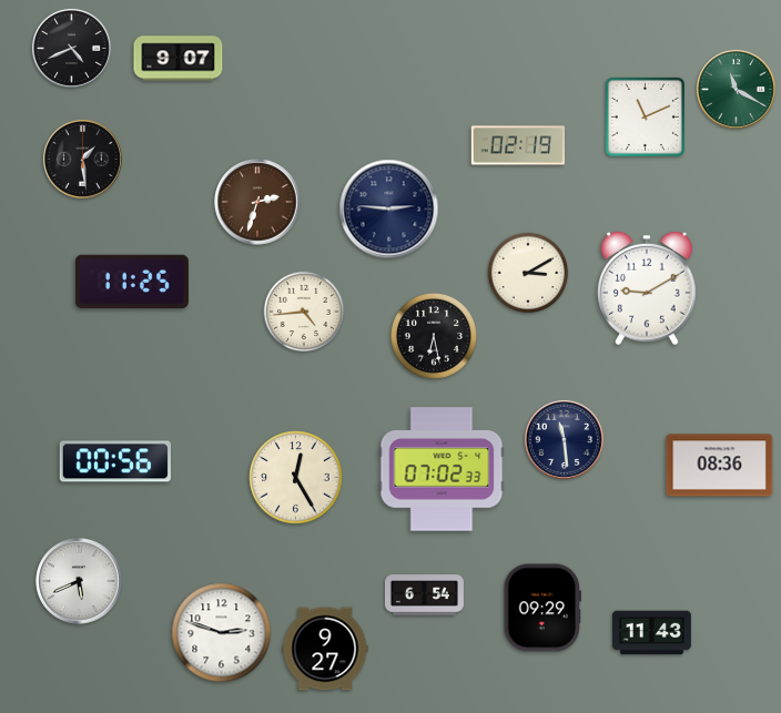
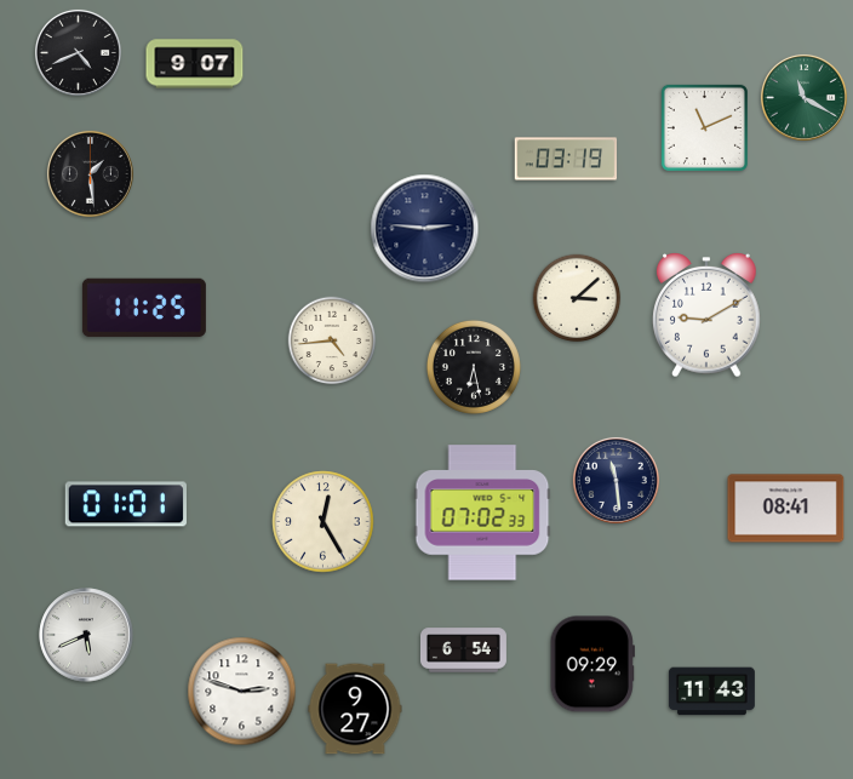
clock at (518, 145): 02:19 -> 03:19
clock at (257, 202): 2:33 -> none
clock at (528, 273): 3:10 -> 3:08
clock at (115, 461): 00:56 -> 01:01
clock at (720, 466): 08:36 -> 08:41
